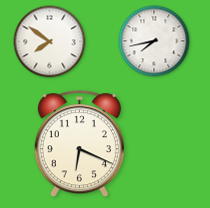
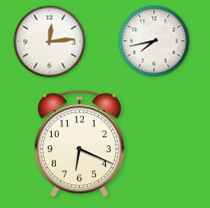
clock at (50, 42): 7:51 -> 12:14
